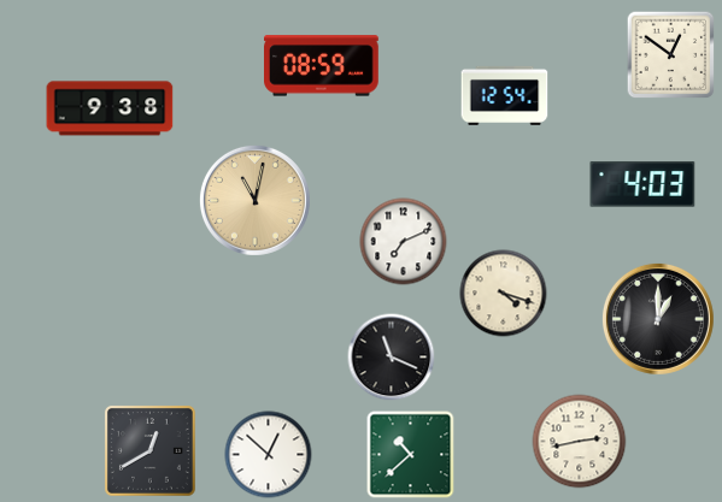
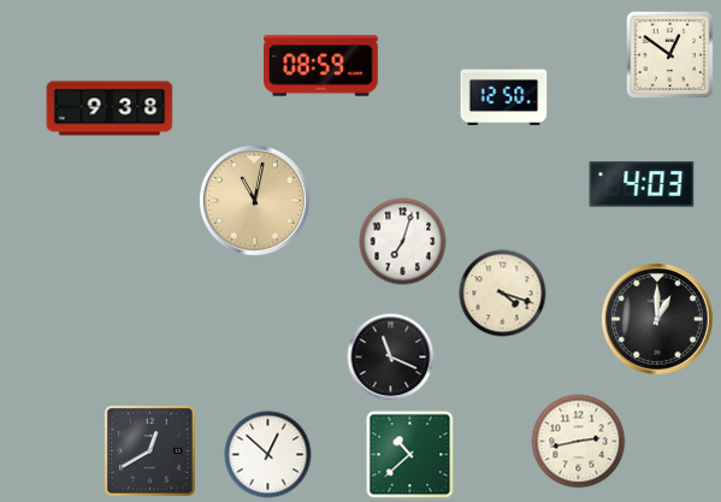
clock at (505, 95): 12:54 -> 12:50
clock at (404, 242): 7:11 -> 7:03
